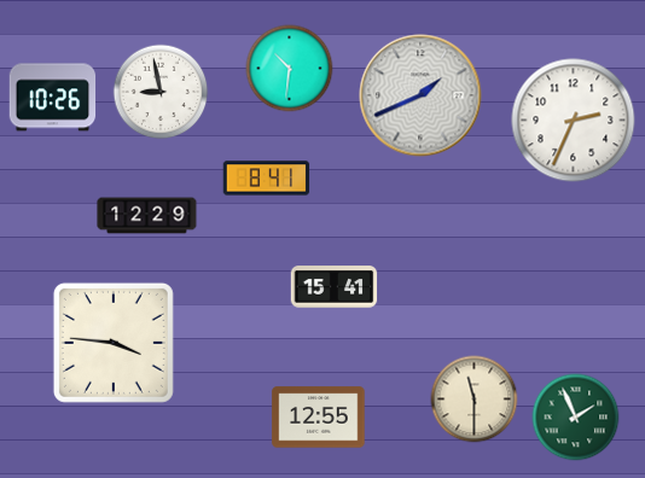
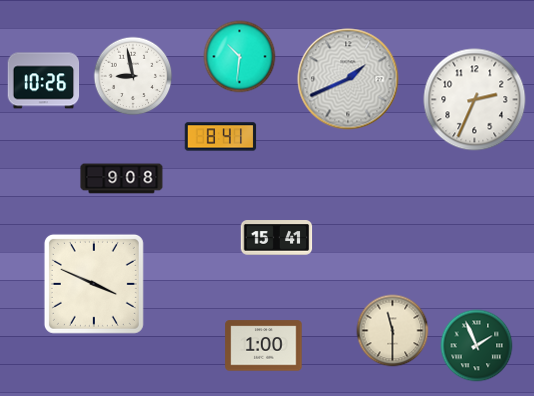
clock at (267, 179) position: (267, 179) -> (221, 137)
clock at (147, 216): 12:29 -> 9:08
clock at (114, 343): 3:46 -> 3:49
clock at (319, 418): 12:55 -> 1:00
